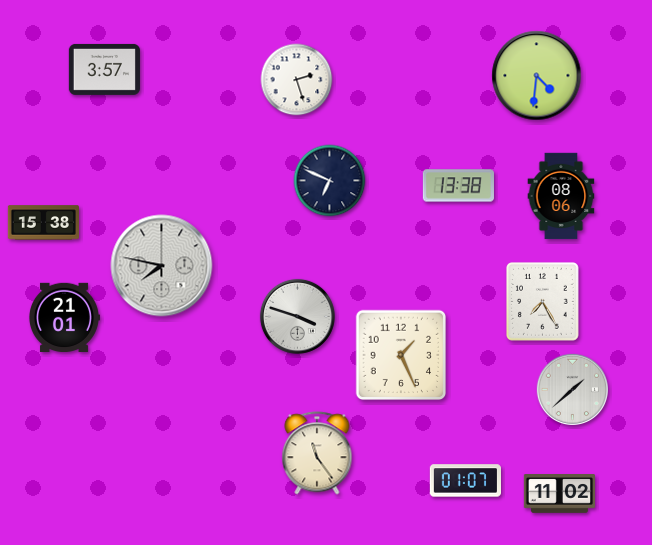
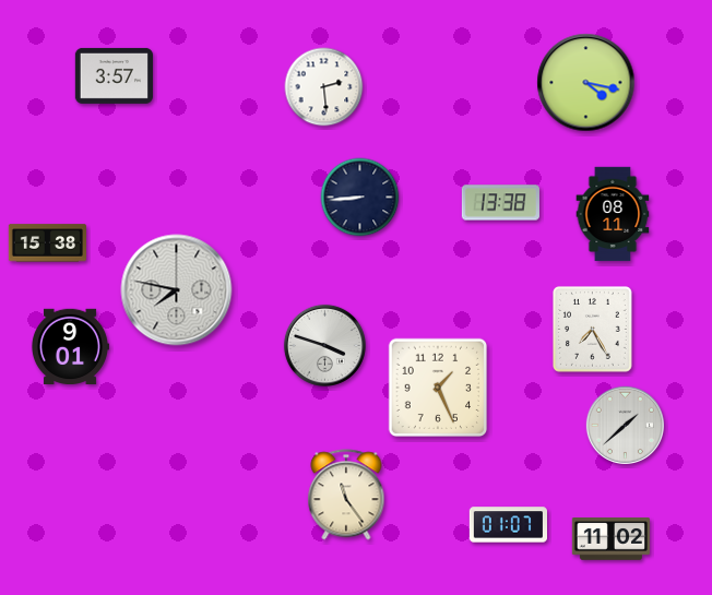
clock at (537, 76): 4:31 -> 4:17
clock at (297, 80): 2:27 -> 2:29
clock at (330, 181): 6:49 -> 8:44
clock at (561, 196): 08:06 -> 08:11
clock at (64, 317): 21:01 -> 9:01
